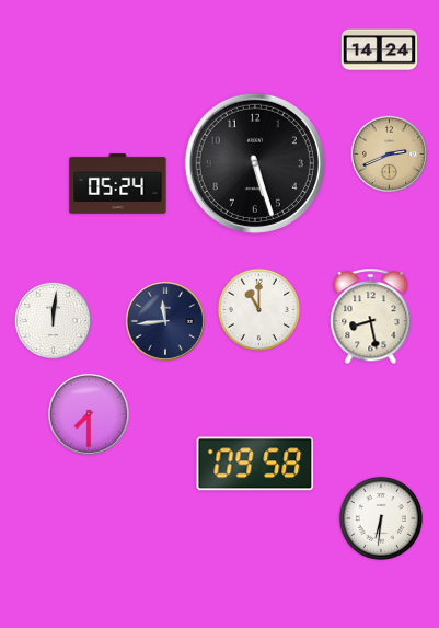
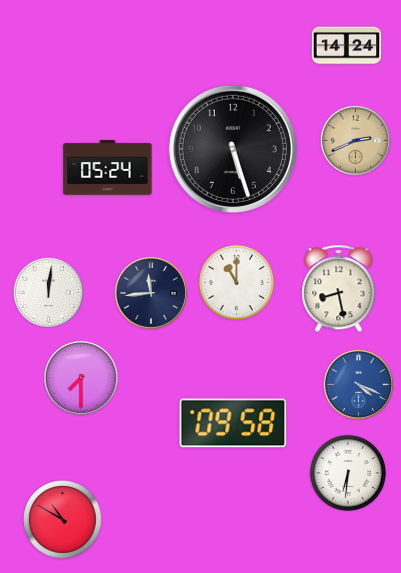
clock at (359, 385): none -> 4:19
clock at (63, 520): none -> 10:50
